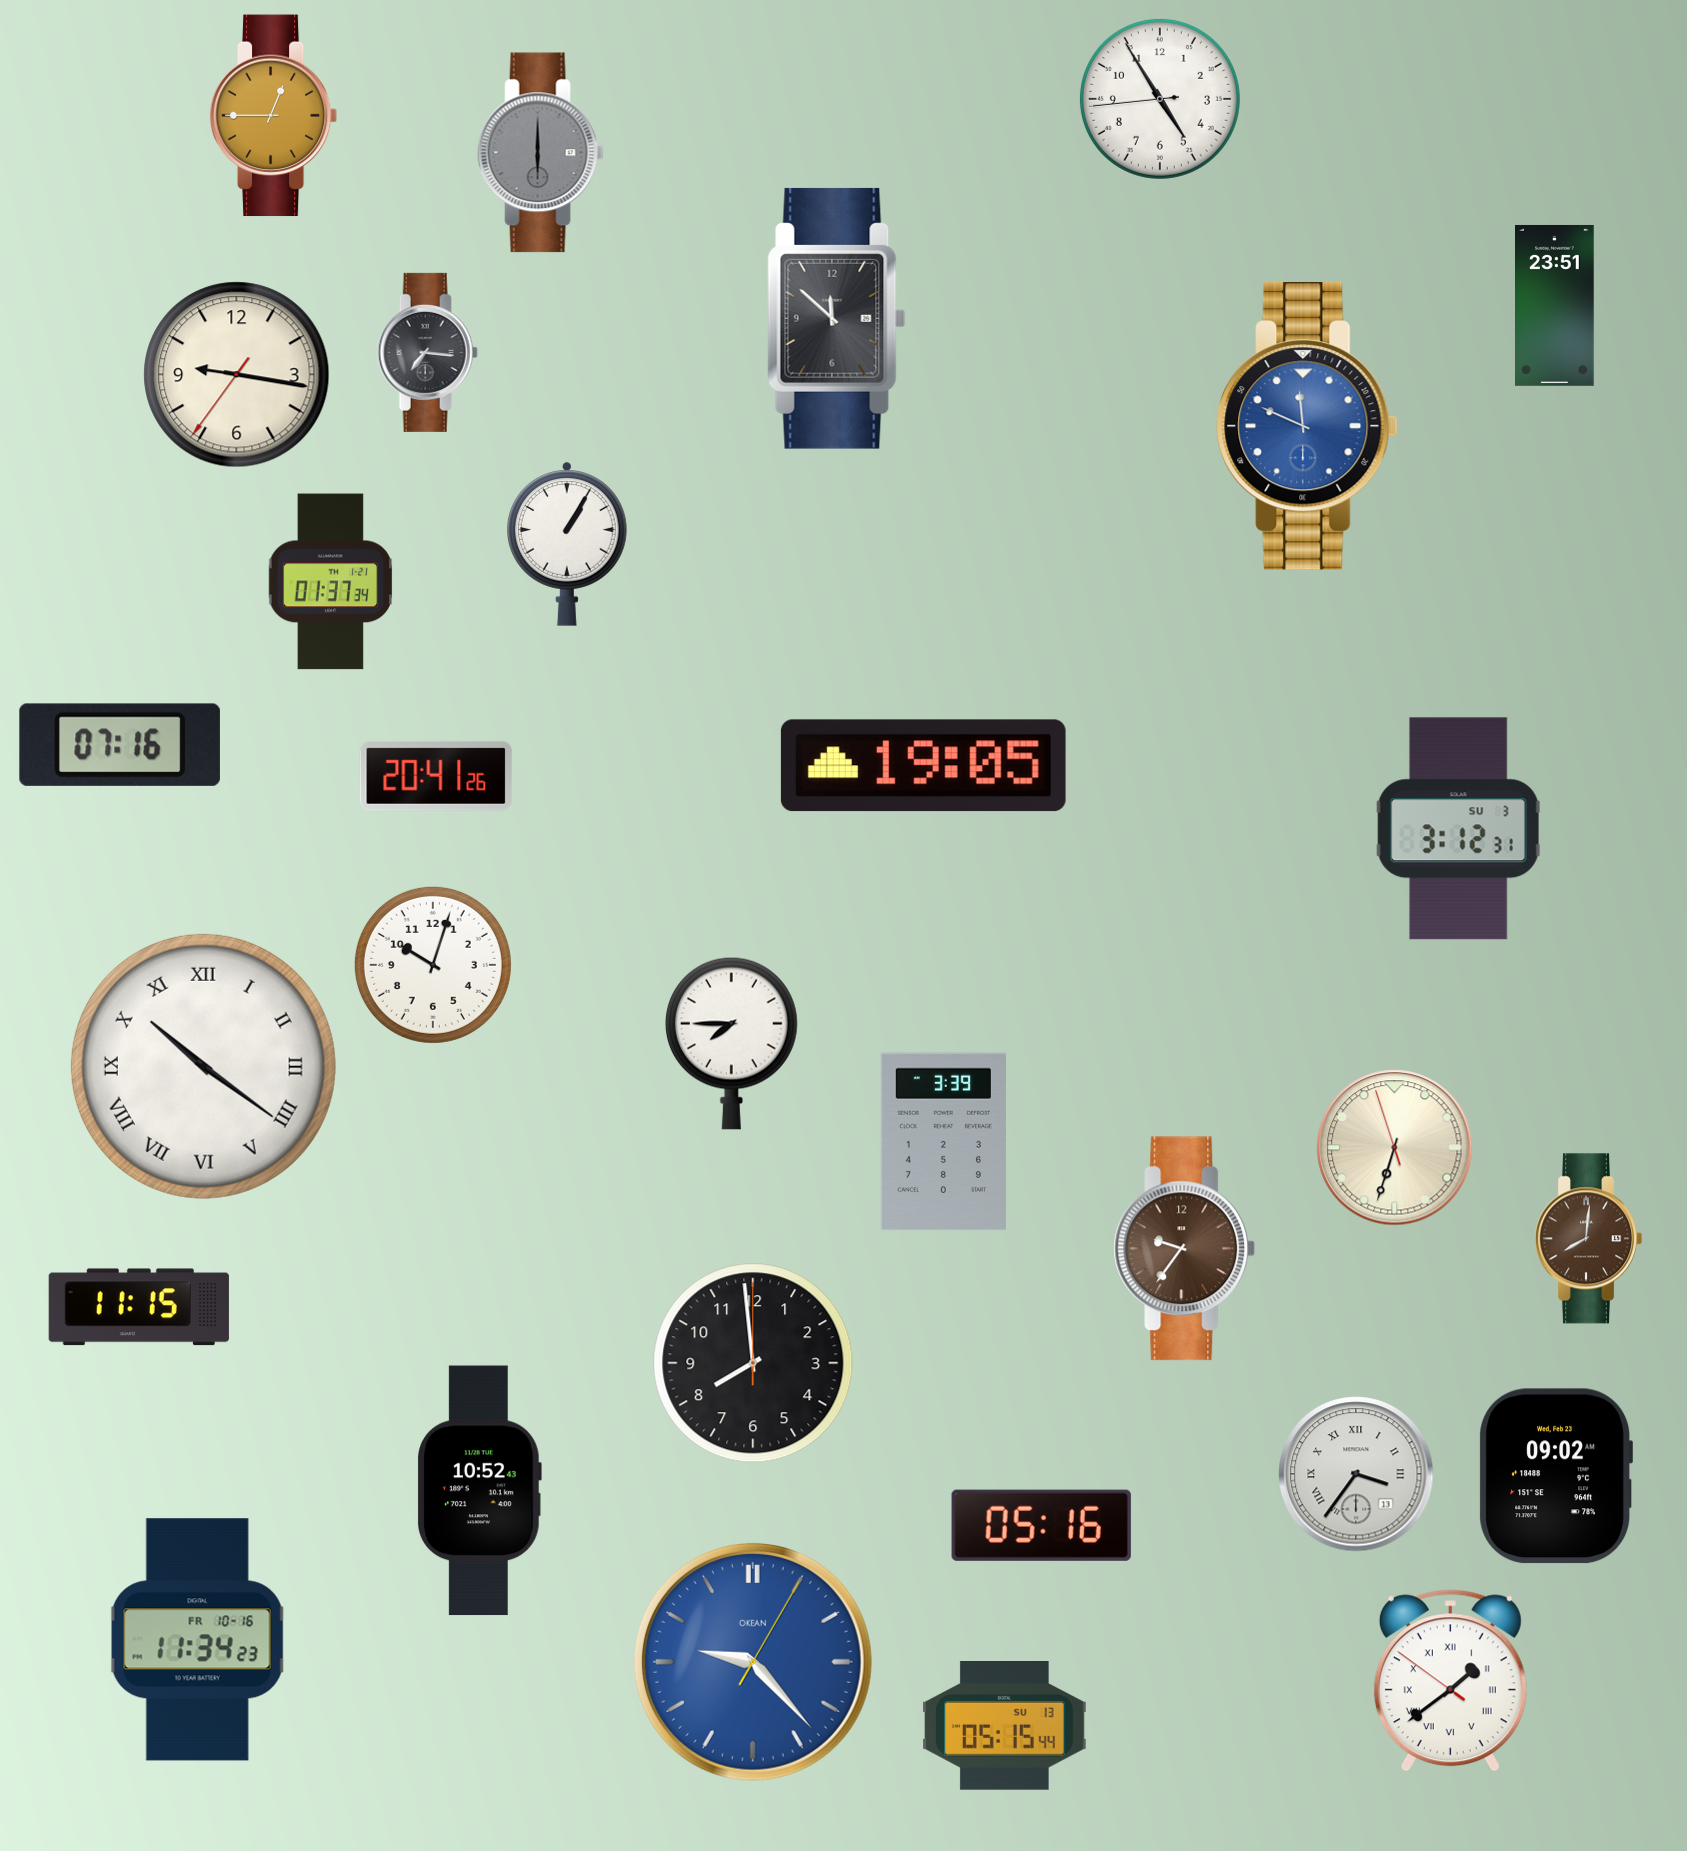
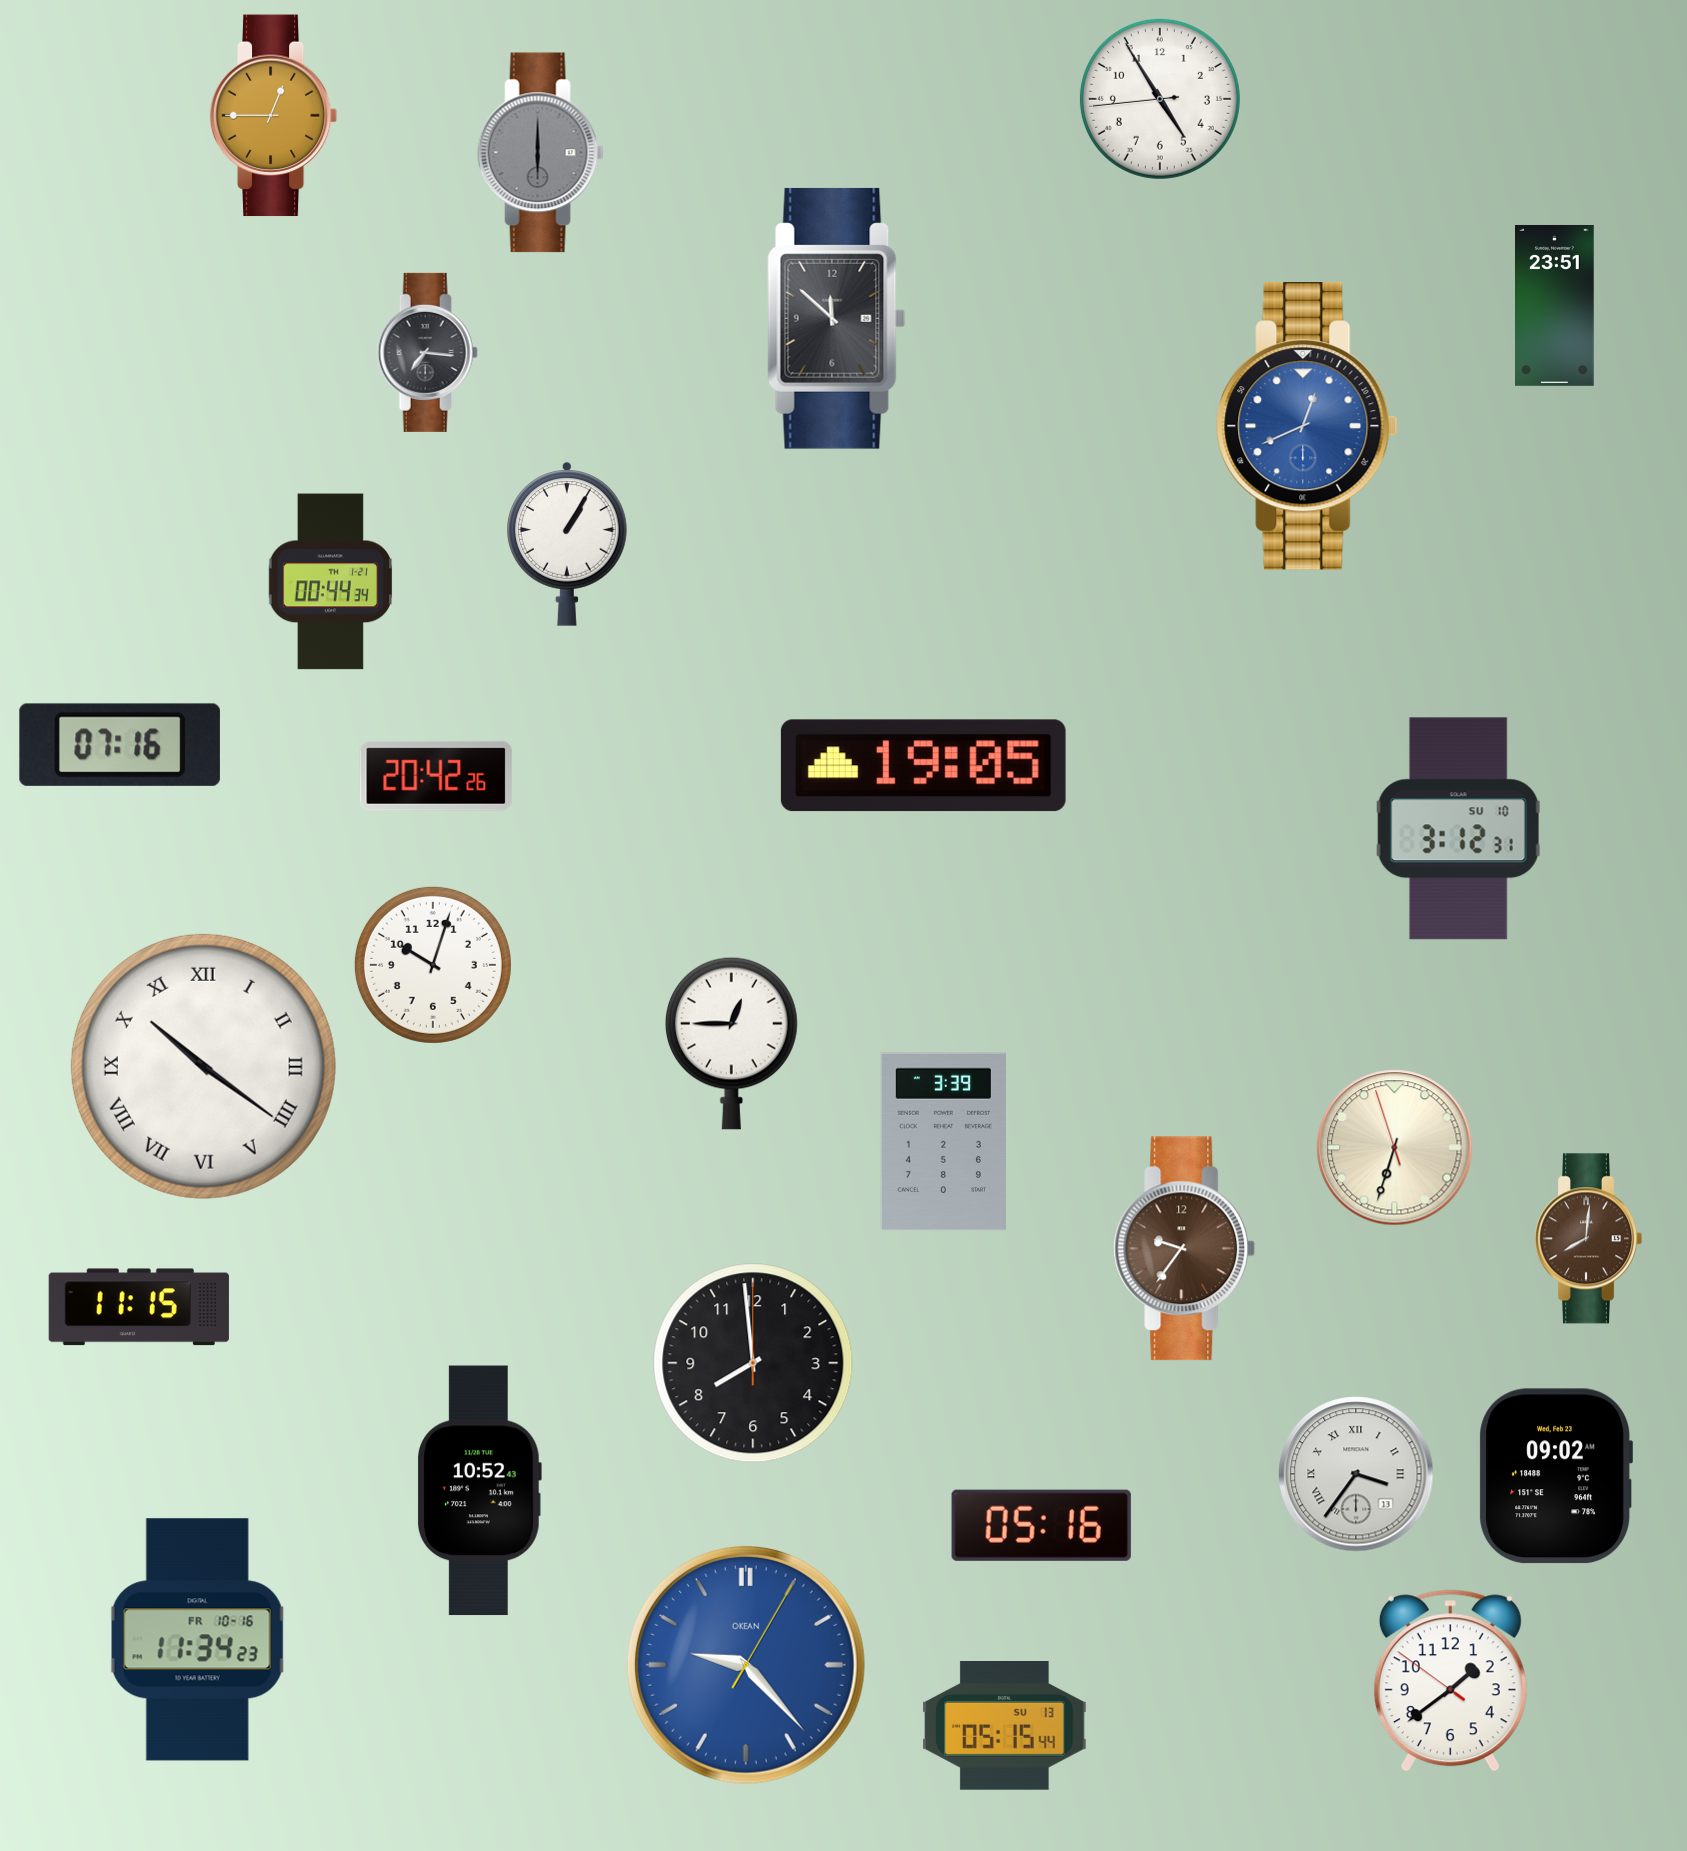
clock at (237, 375): 9:16 -> none
clock at (1307, 427): 11:49 -> 12:41
clock at (331, 582): 01:37 -> 00:44
clock at (436, 776): 20:41 -> 20:42
clock at (1459, 829) date: SU 3 -> SU 10
clock at (731, 1043): 7:45 -> 12:45
clock at (753, 1662) position: (753, 1662) -> (746, 1665)
clock at (1450, 1681) numerals: Roman -> Arabic
